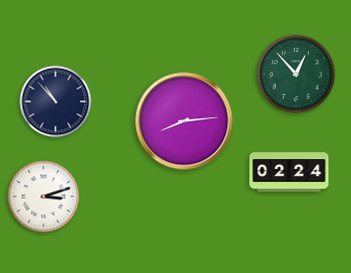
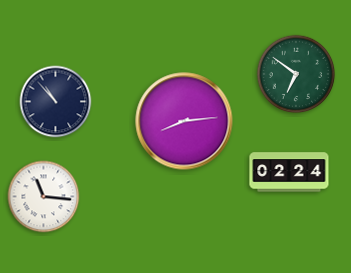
clock at (296, 74): 12:53 -> 6:51
clock at (44, 197): 3:12 -> 11:16
